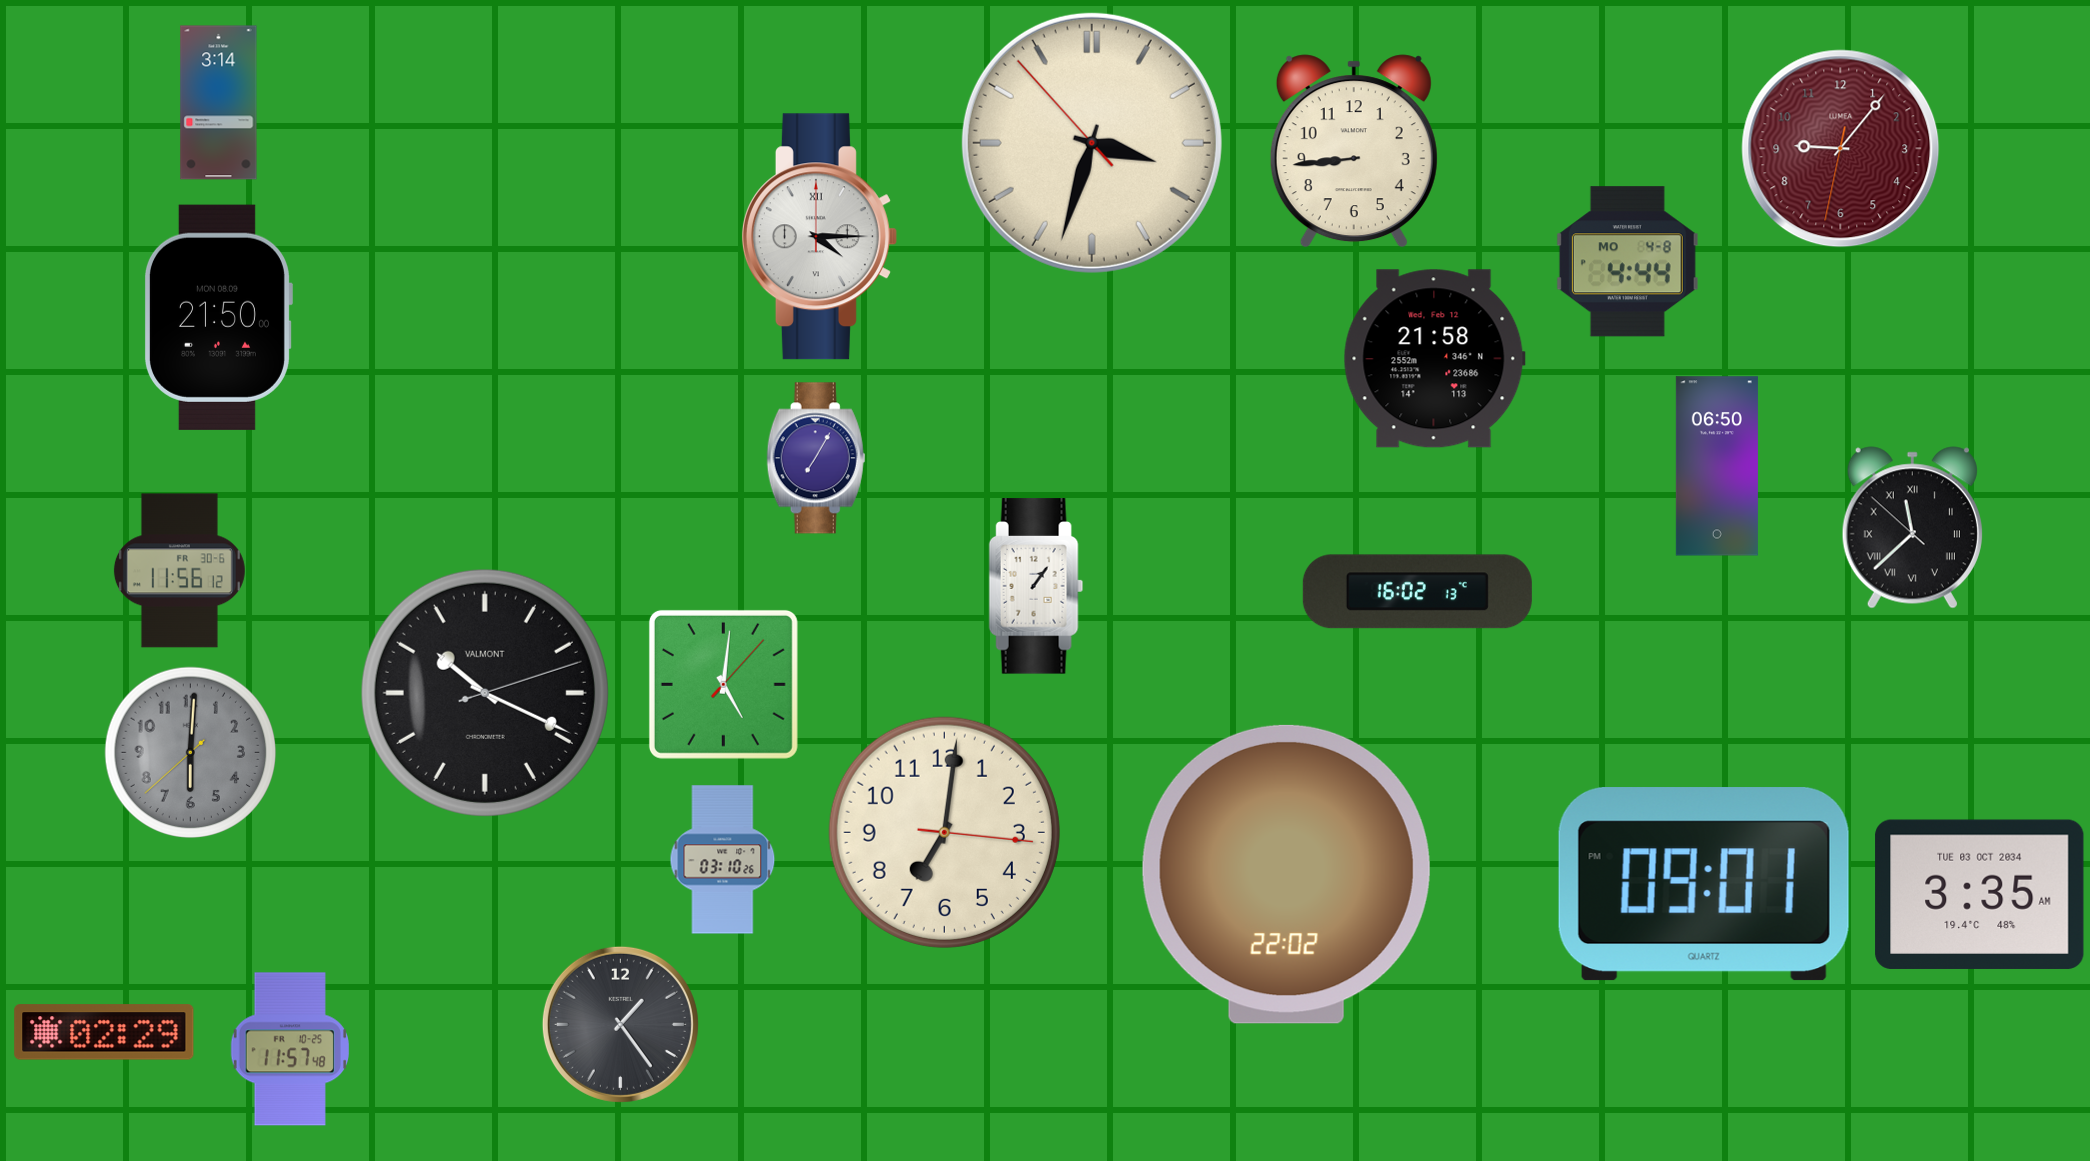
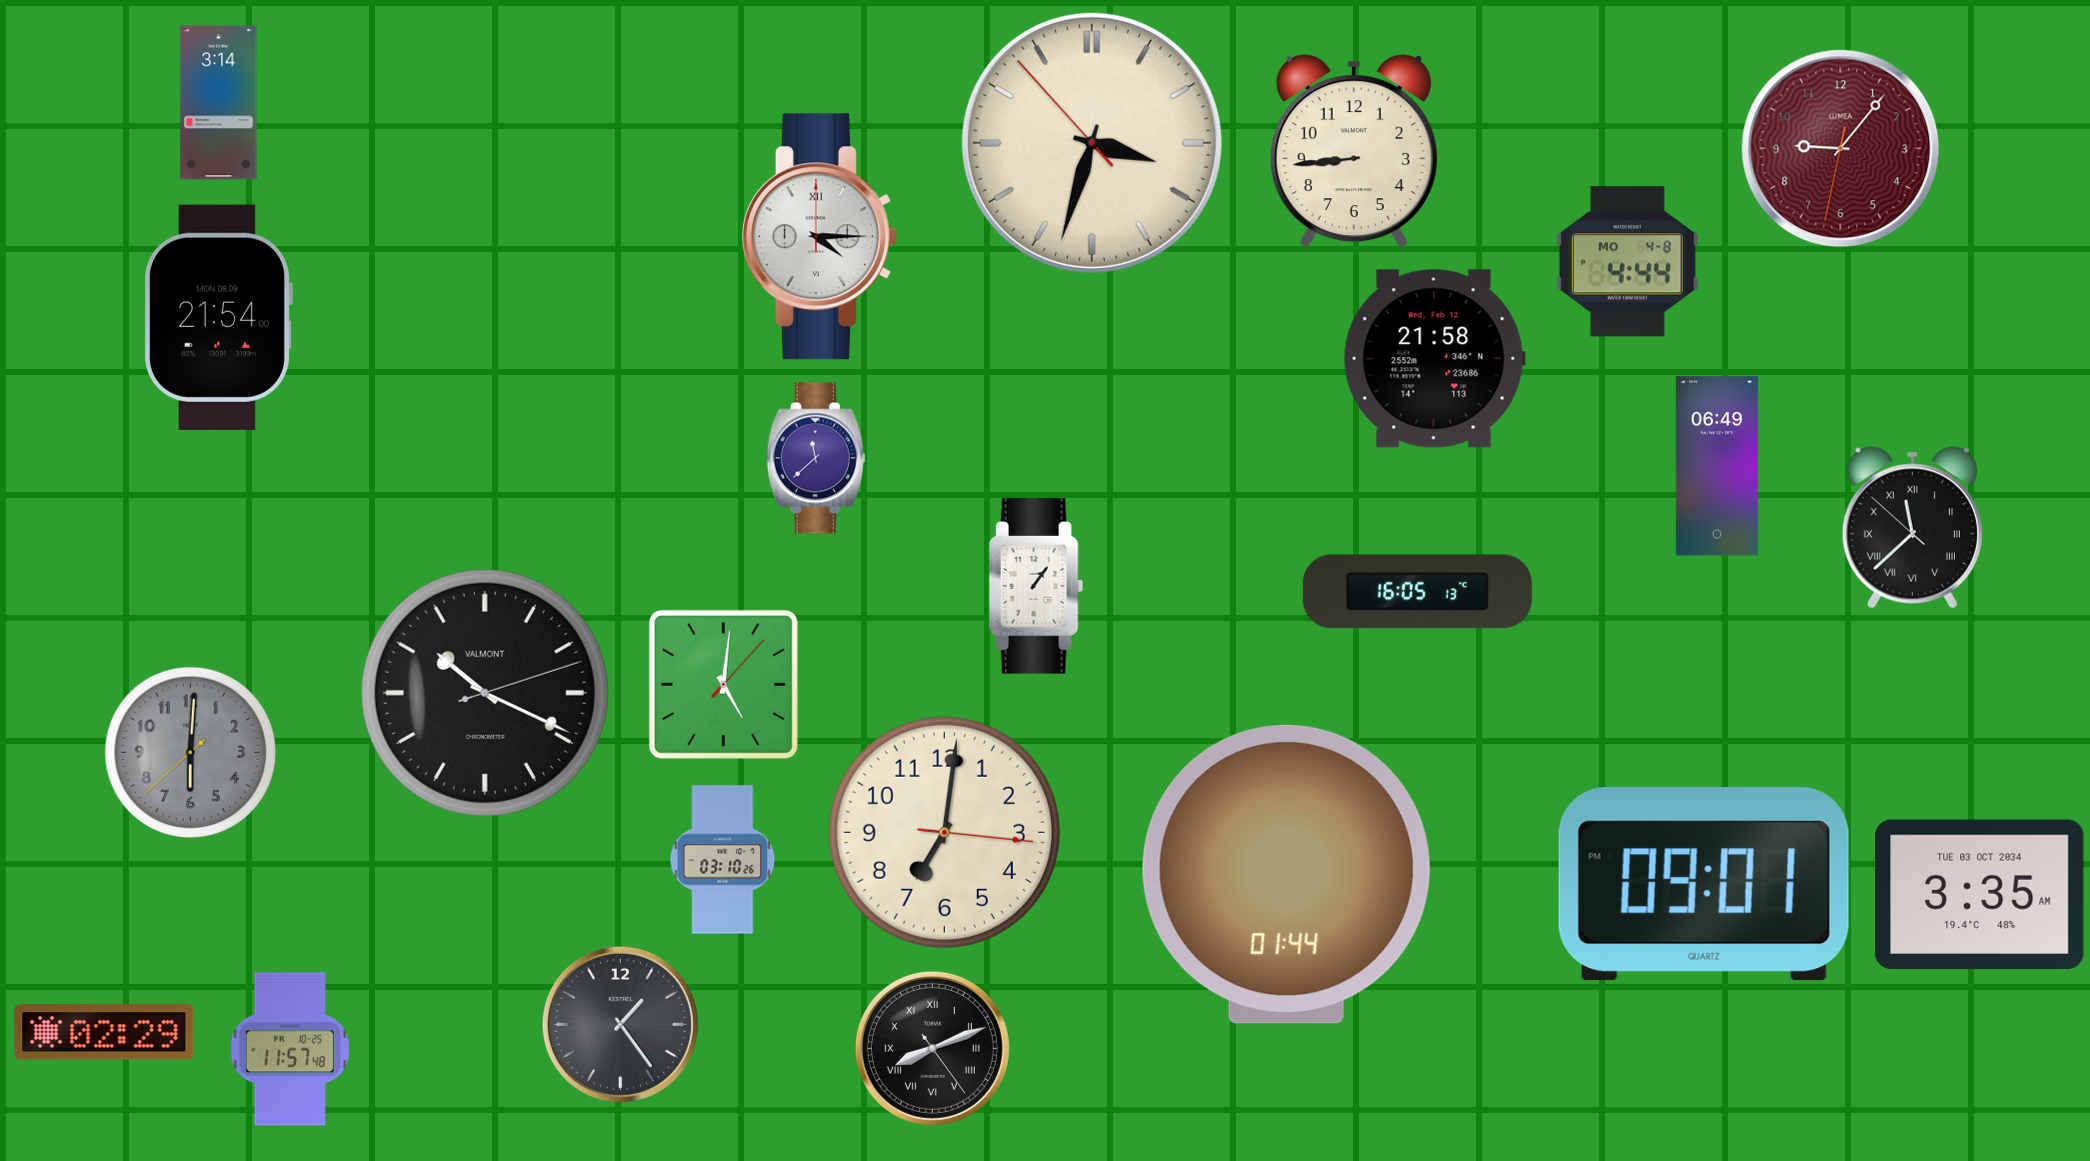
clock at (219, 317): 21:50 -> 21:54
clock at (816, 458): 7:05 -> 11:38
clock at (1717, 466): 06:50 -> 06:49
clock at (179, 571): 11:56 -> none
clock at (1417, 592): 16:02 -> 16:05
clock at (1286, 874): 22:02 -> 01:44
clock at (932, 1048): none -> 8:11
